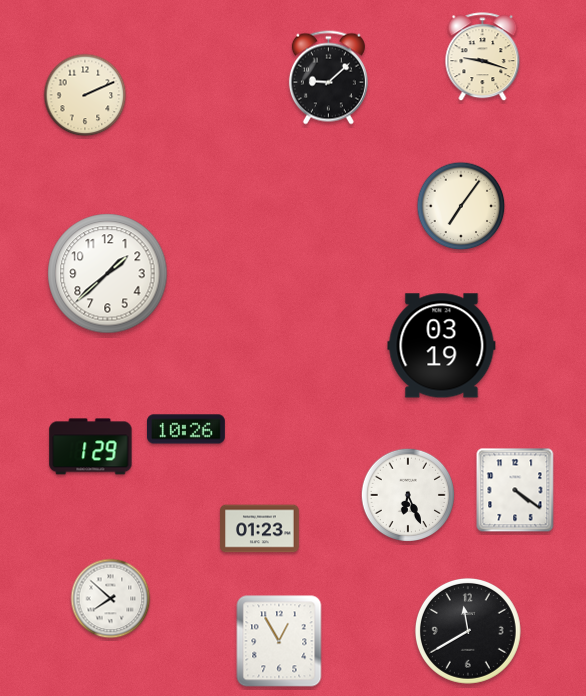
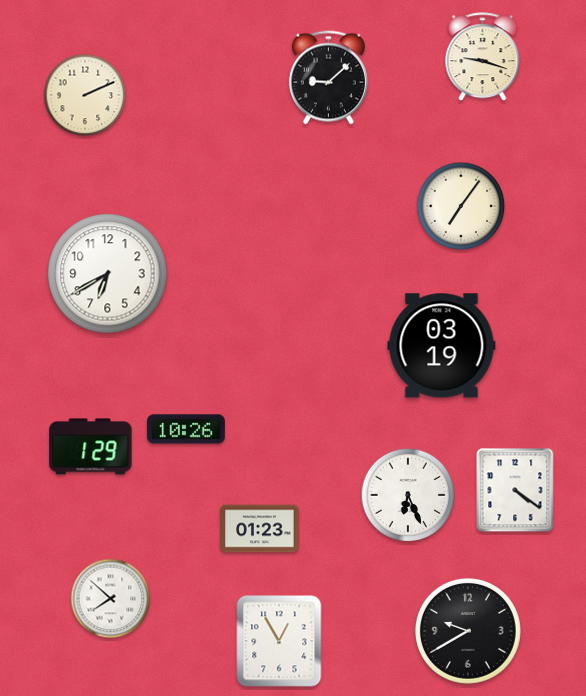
clock at (108, 274): 1:38 -> 6:40
clock at (468, 631): 11:40 -> 9:40
